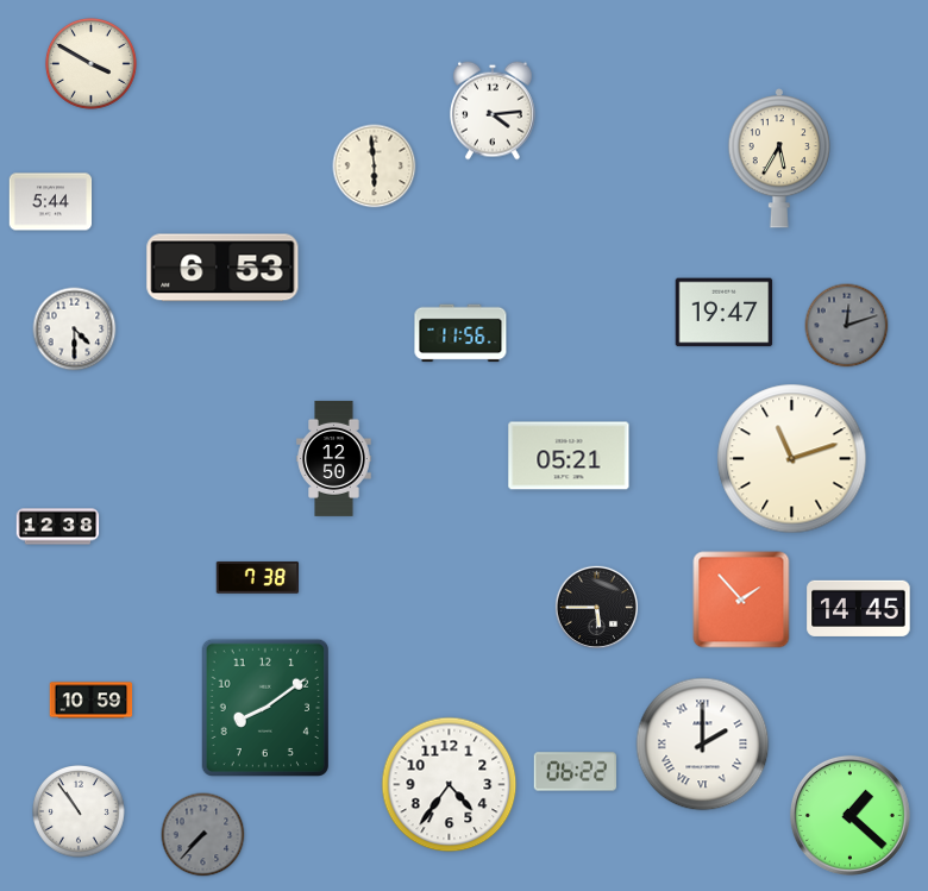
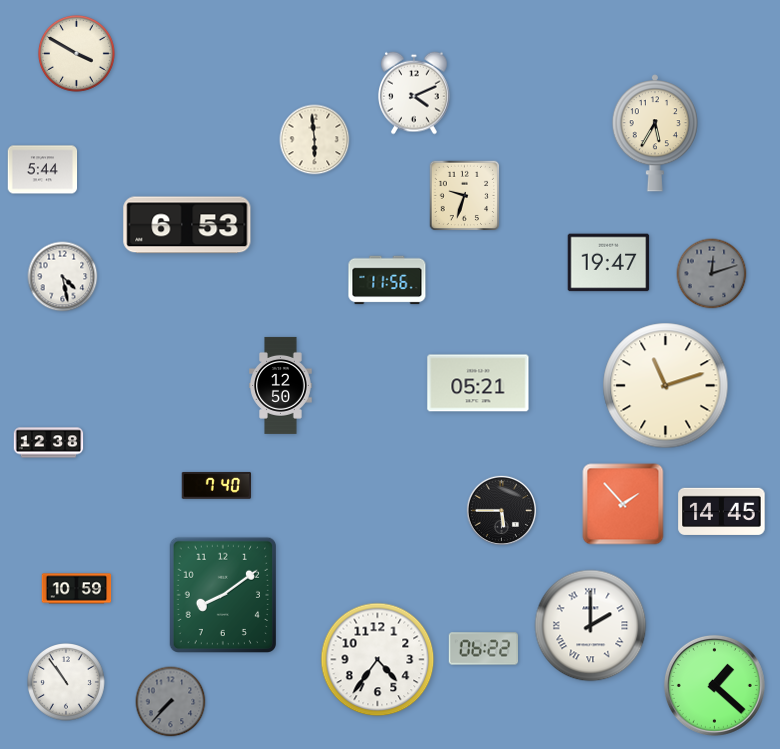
clock at (494, 111): 4:14 -> 4:11
clock at (465, 196): none -> 9:33
clock at (75, 330): 4:30 -> 4:28
clock at (257, 577): 7:38 -> 7:40
